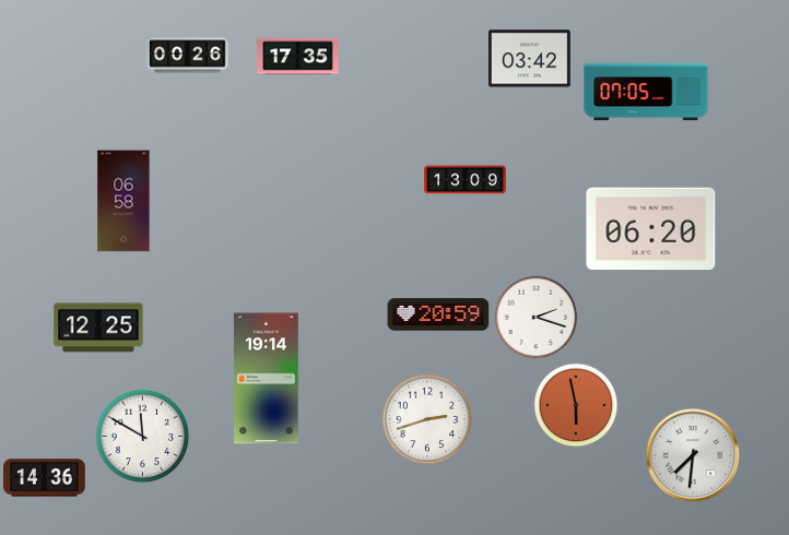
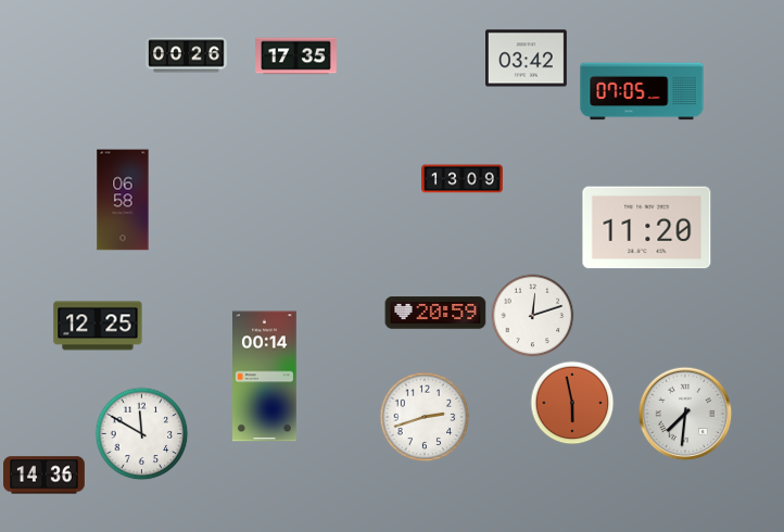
clock at (651, 229): 06:20 -> 11:20
clock at (537, 318): 2:18 -> 12:12
clock at (267, 379): 19:14 -> 00:14
clock at (693, 455) position: (693, 455) -> (685, 414)
